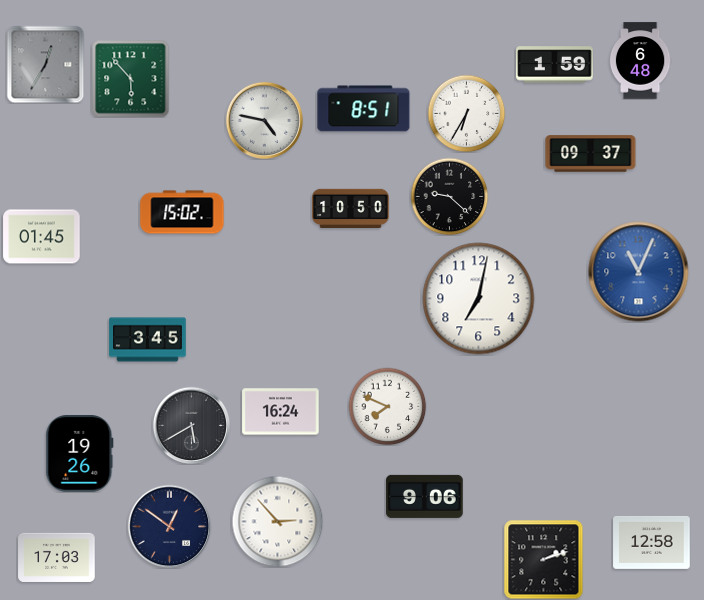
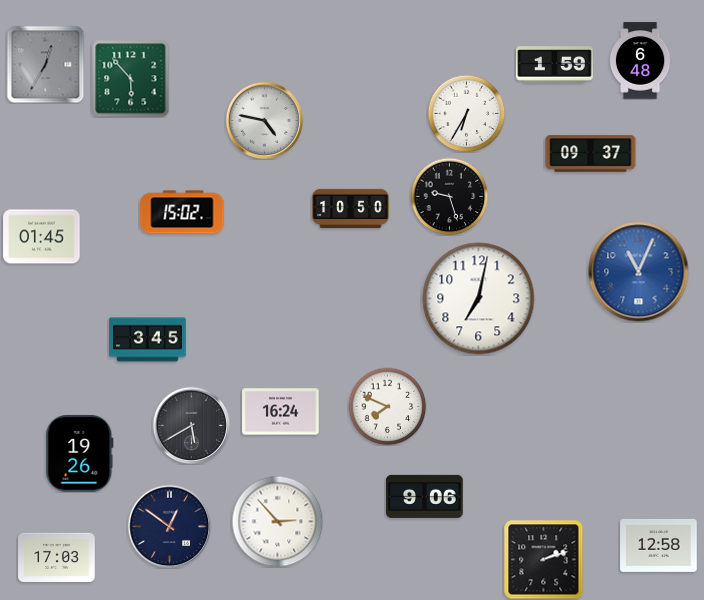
clock at (364, 109): 8:51 -> none
clock at (449, 196): 9:22 -> 9:27
clock at (652, 542) position: (652, 542) -> (659, 545)
